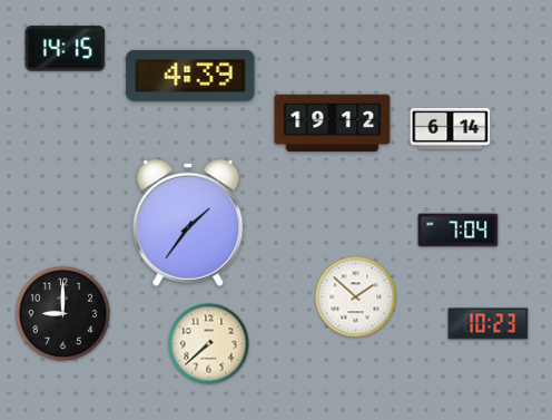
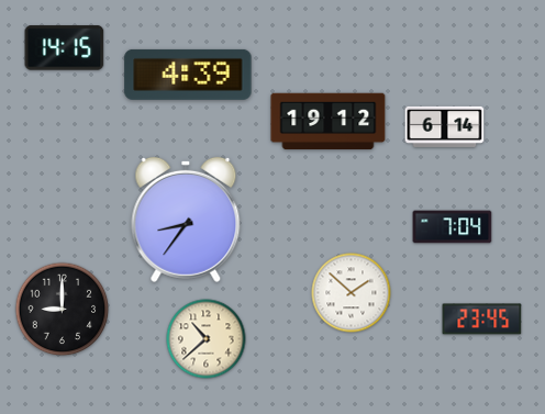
clock at (188, 223): 1:36 -> 8:36
clock at (489, 324): 10:23 -> 23:45
clock at (209, 344): 7:38 -> 10:38
